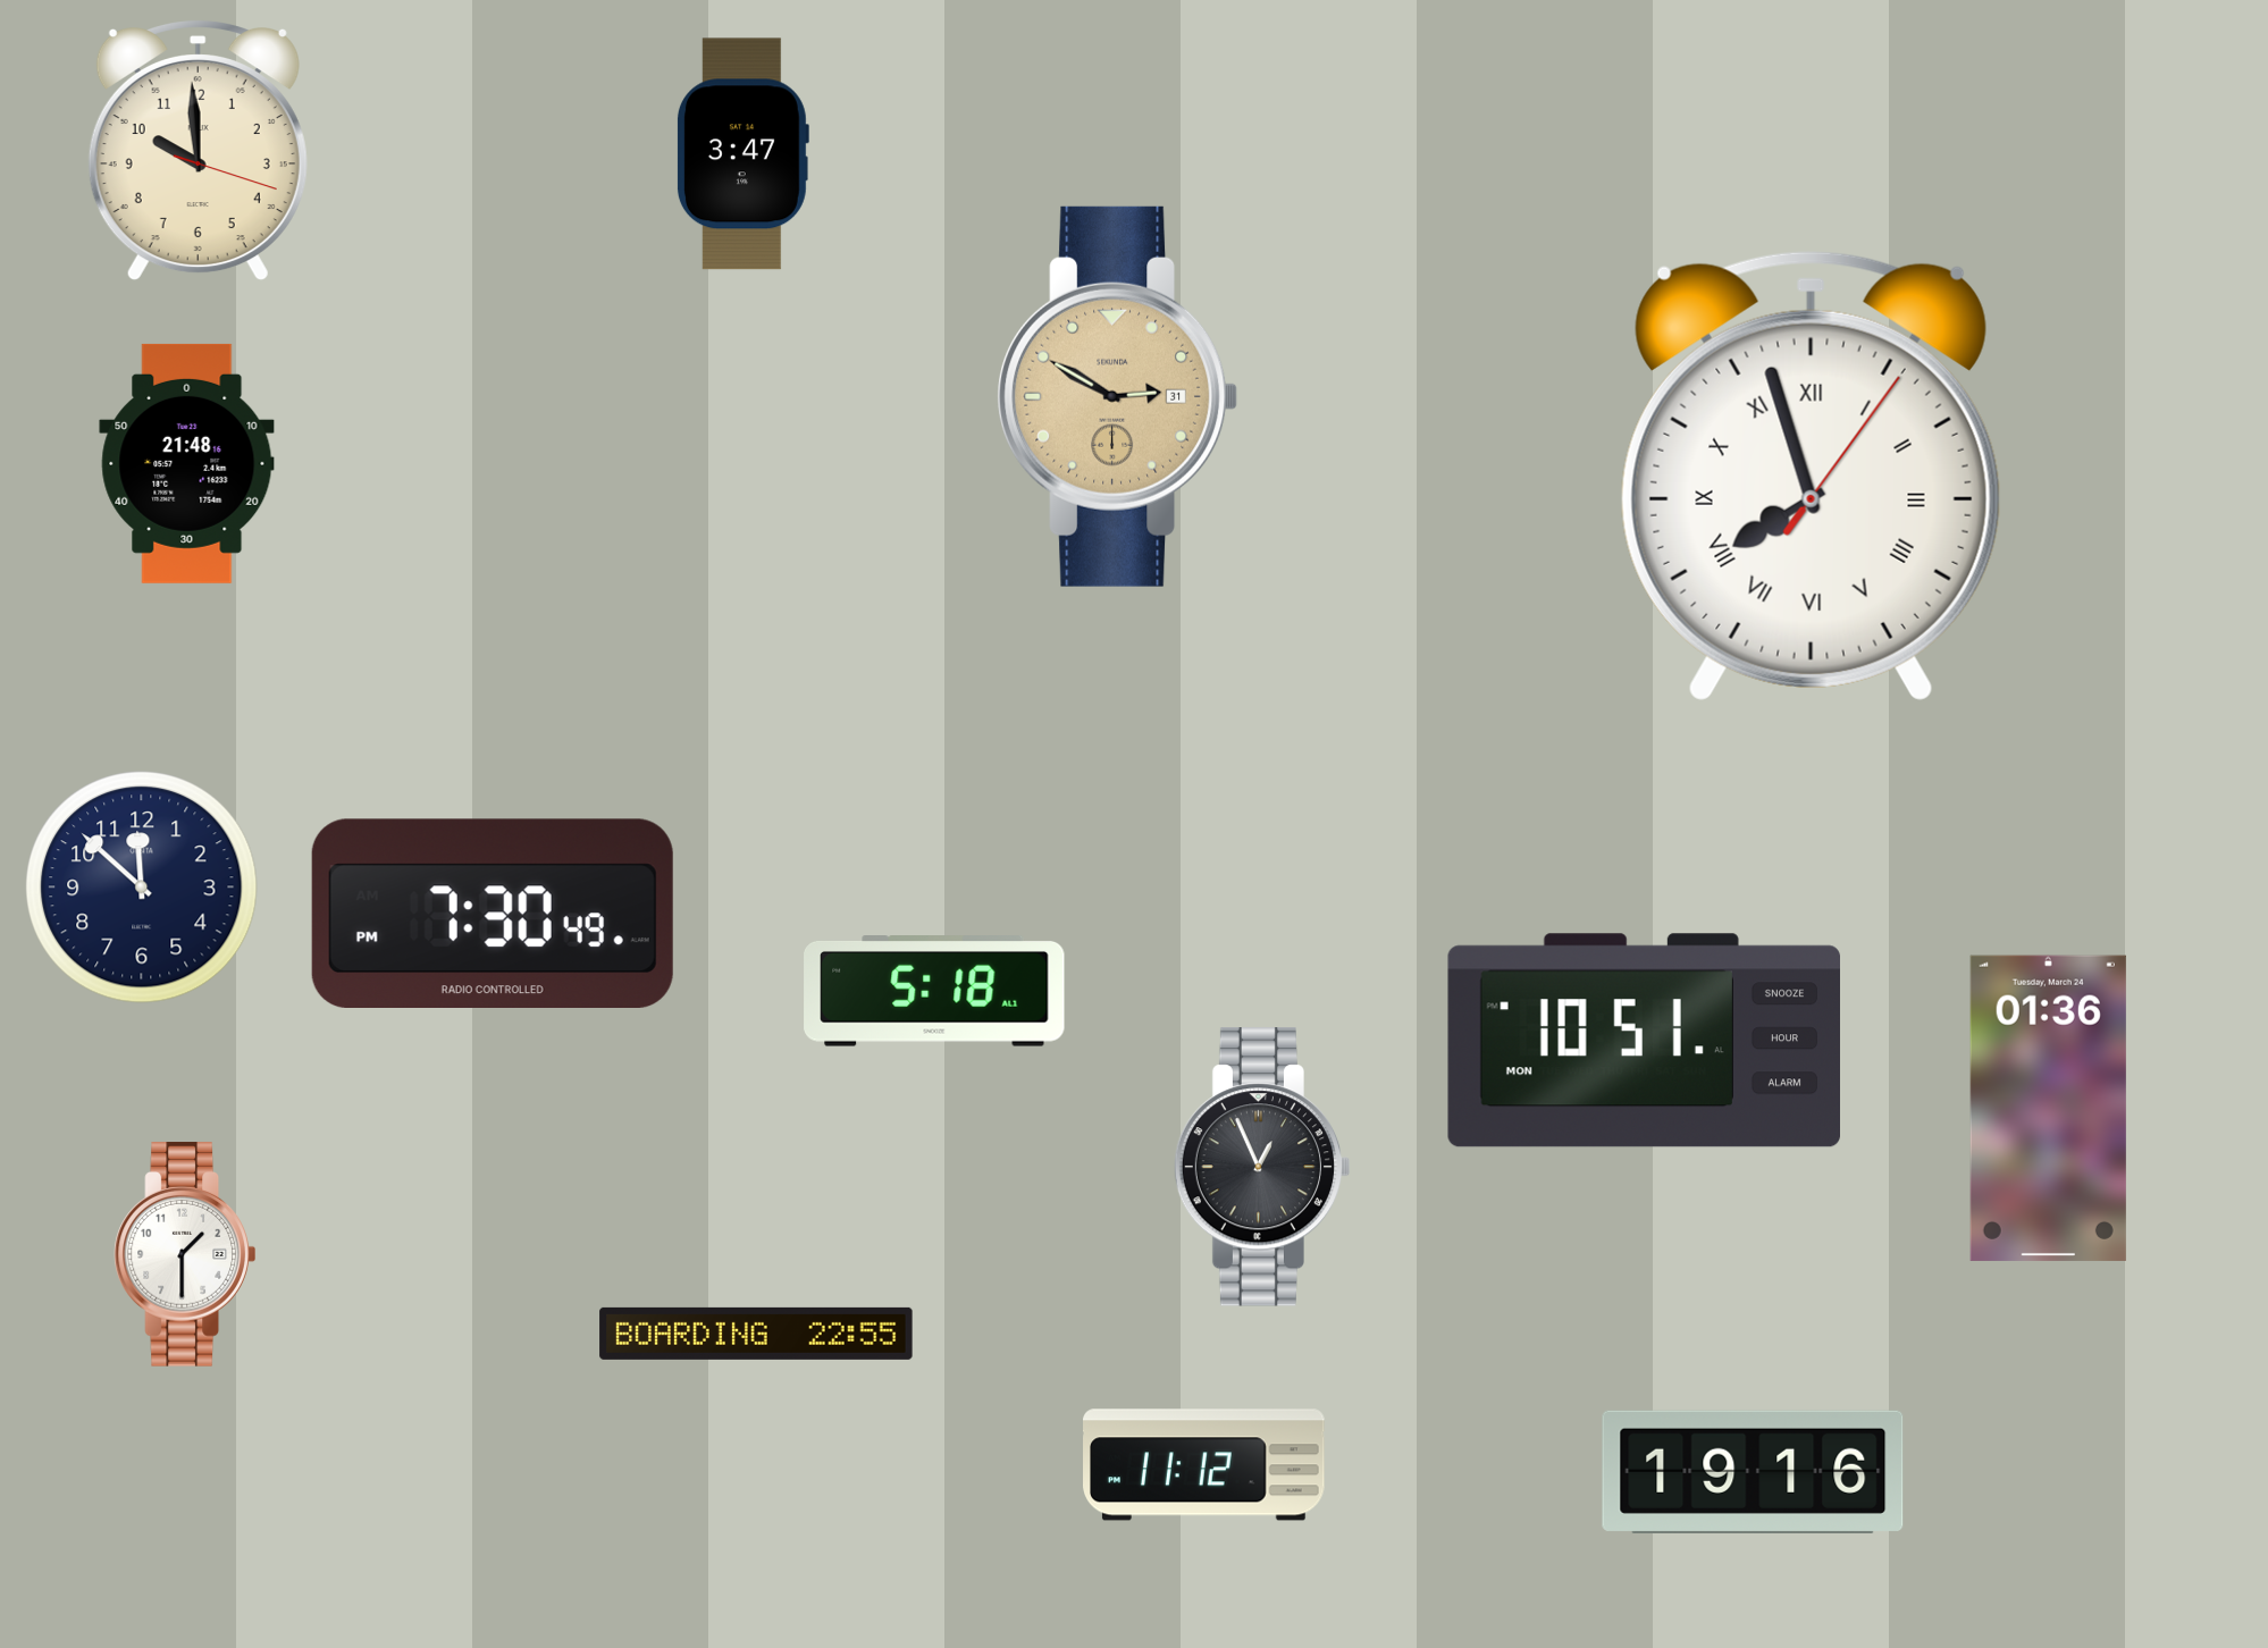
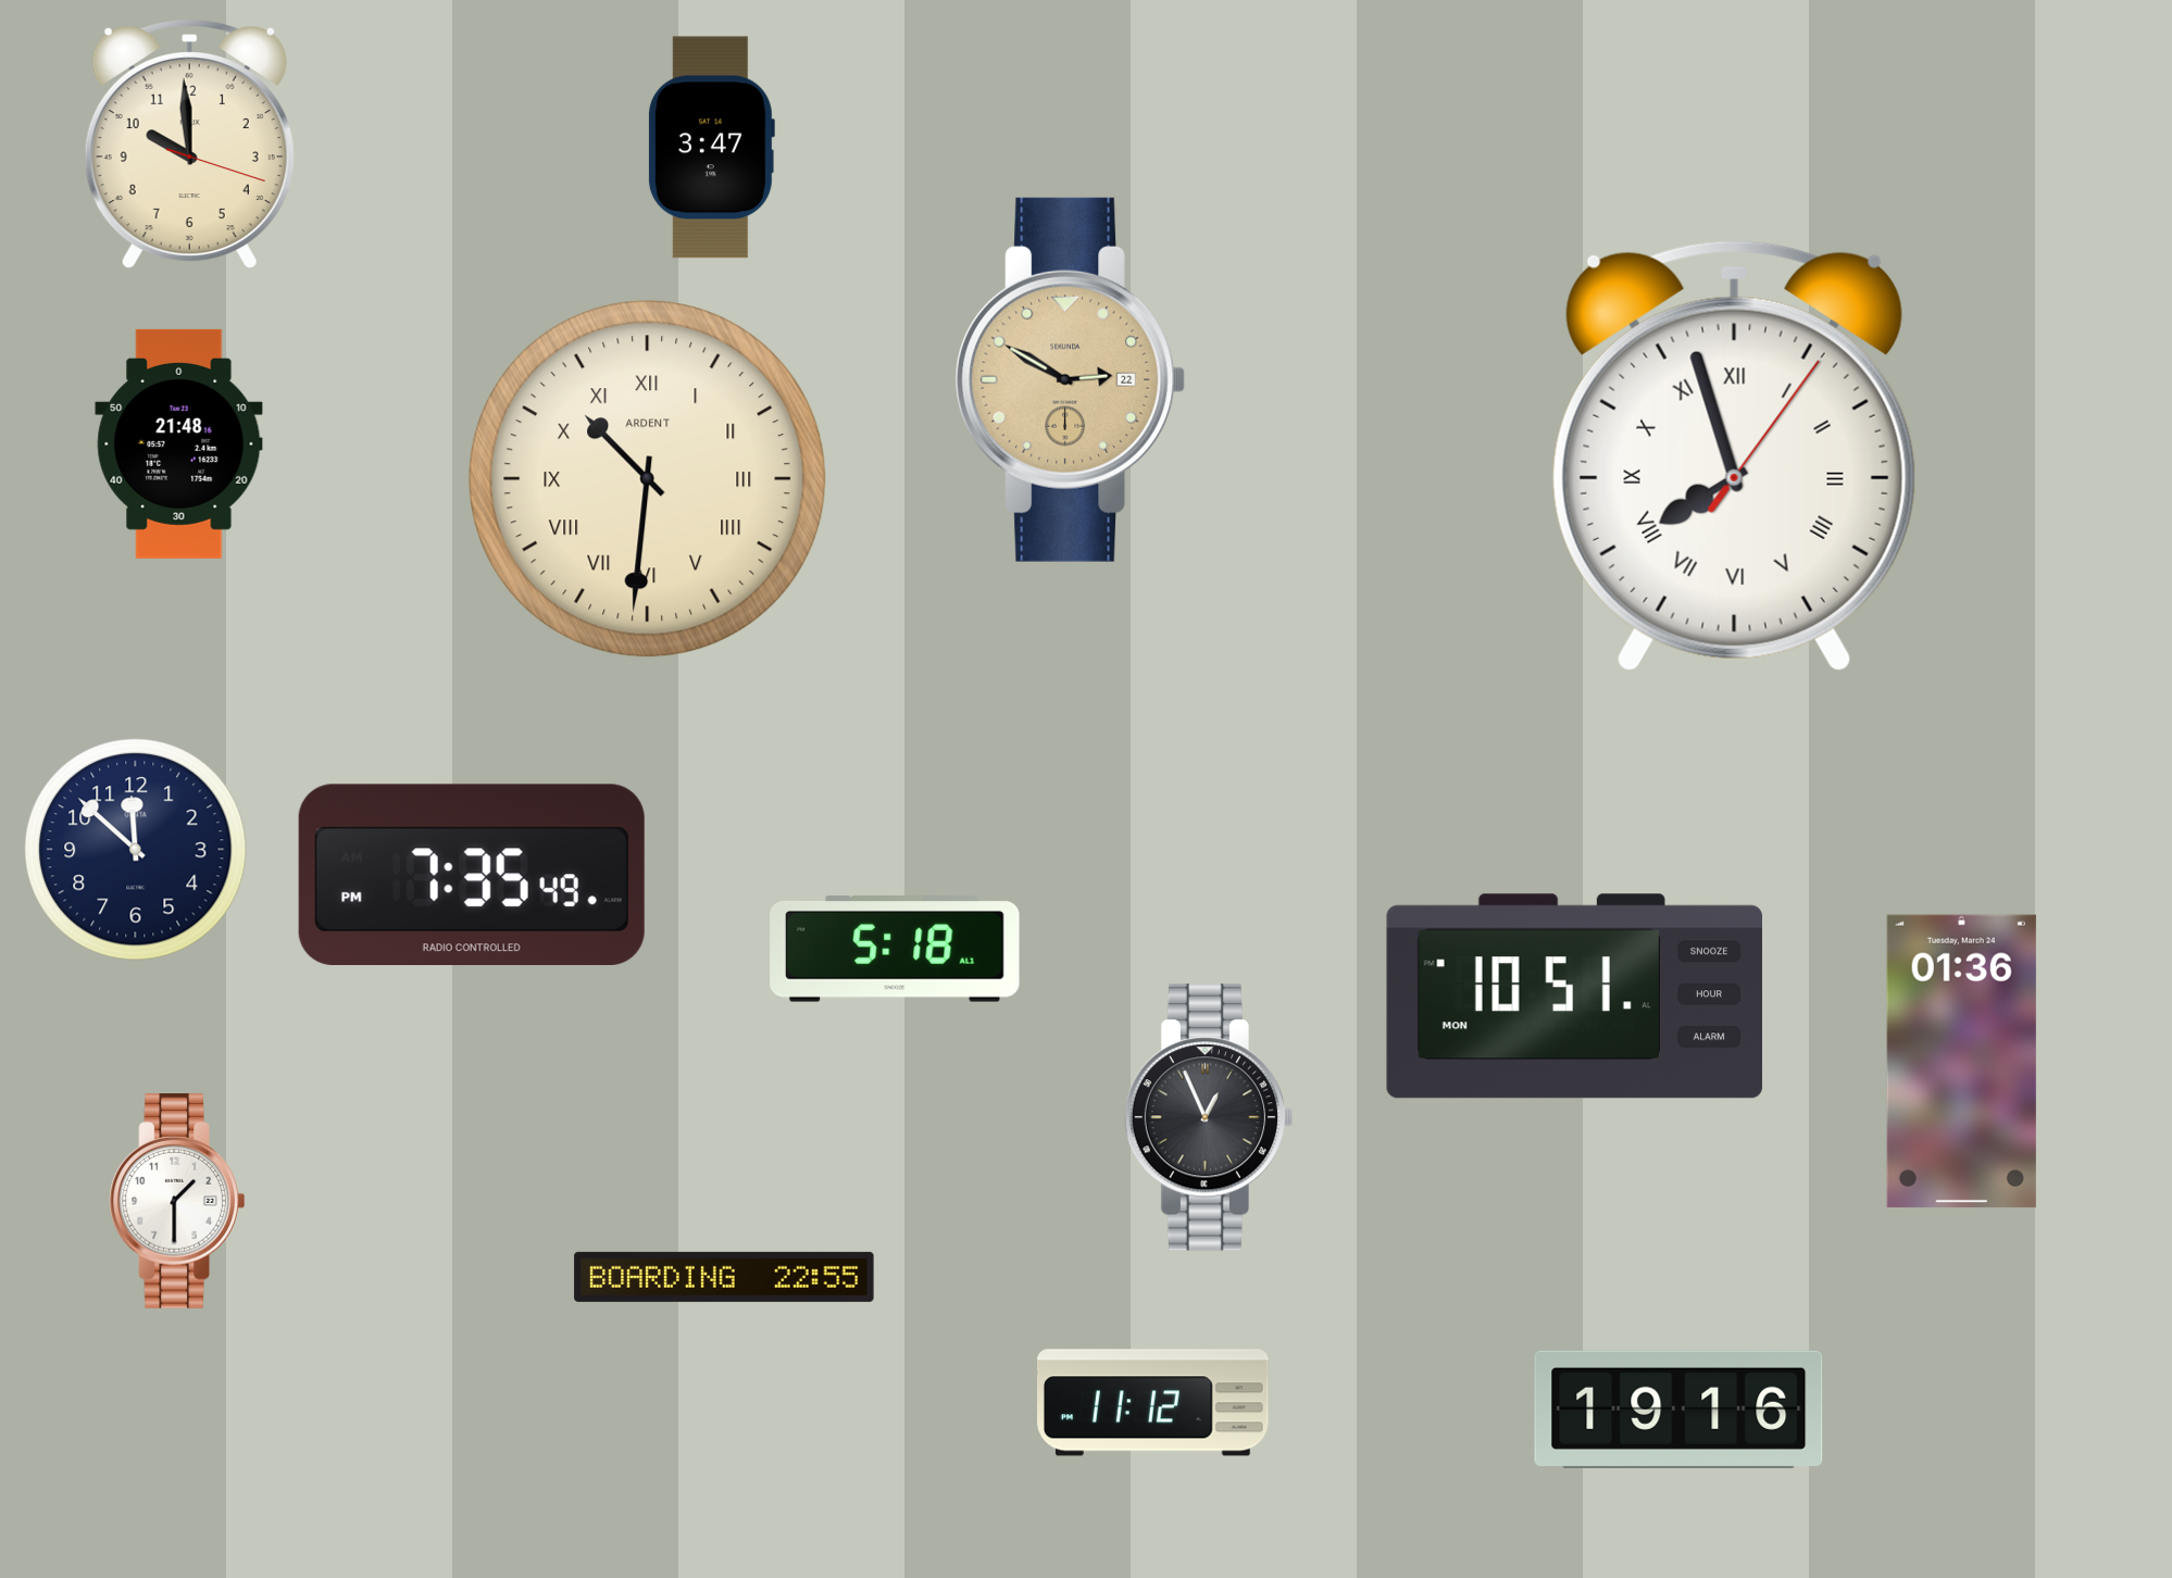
clock at (1118, 396) date: 31 -> 22
clock at (648, 479): none -> 10:31
clock at (493, 913): 7:30 -> 7:35
